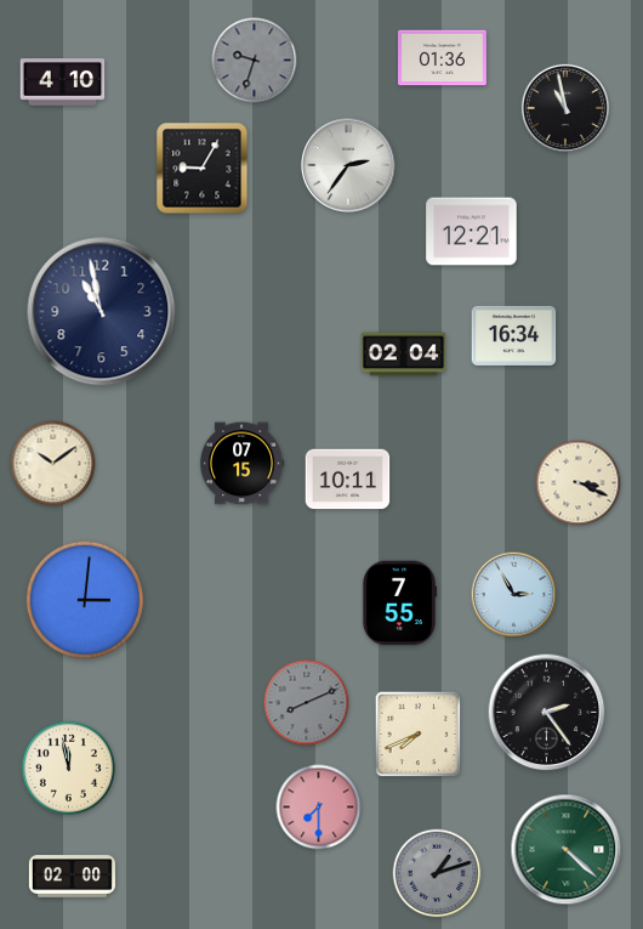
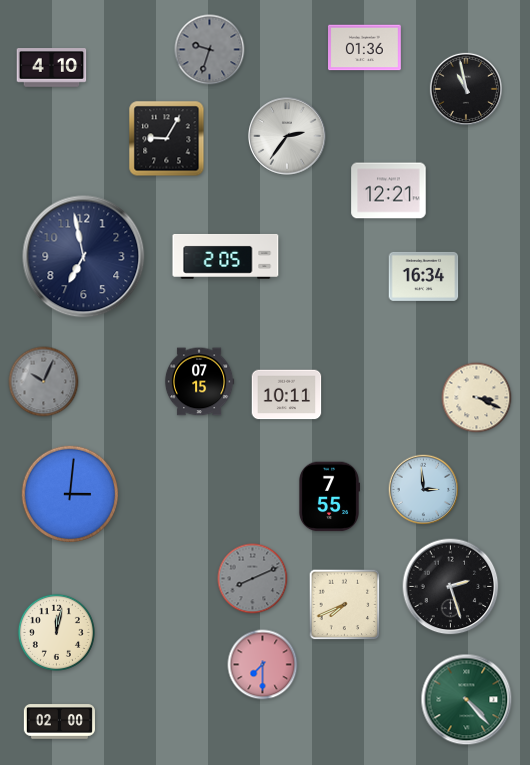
clock at (226, 256): none -> 2:05
clock at (102, 312): 10:58 -> 6:58
clock at (404, 355): 02:04 -> none
clock at (53, 464): 10:09 -> 10:04
clock at (53, 464) dial: cream -> grey
clock at (514, 595): 2:55 -> 2:59
clock at (547, 713): 2:24 -> 2:27
clock at (68, 767): 11:58 -> 12:02
clock at (567, 850): 4:22 -> 4:23
clock at (437, 873): 1:12 -> none
